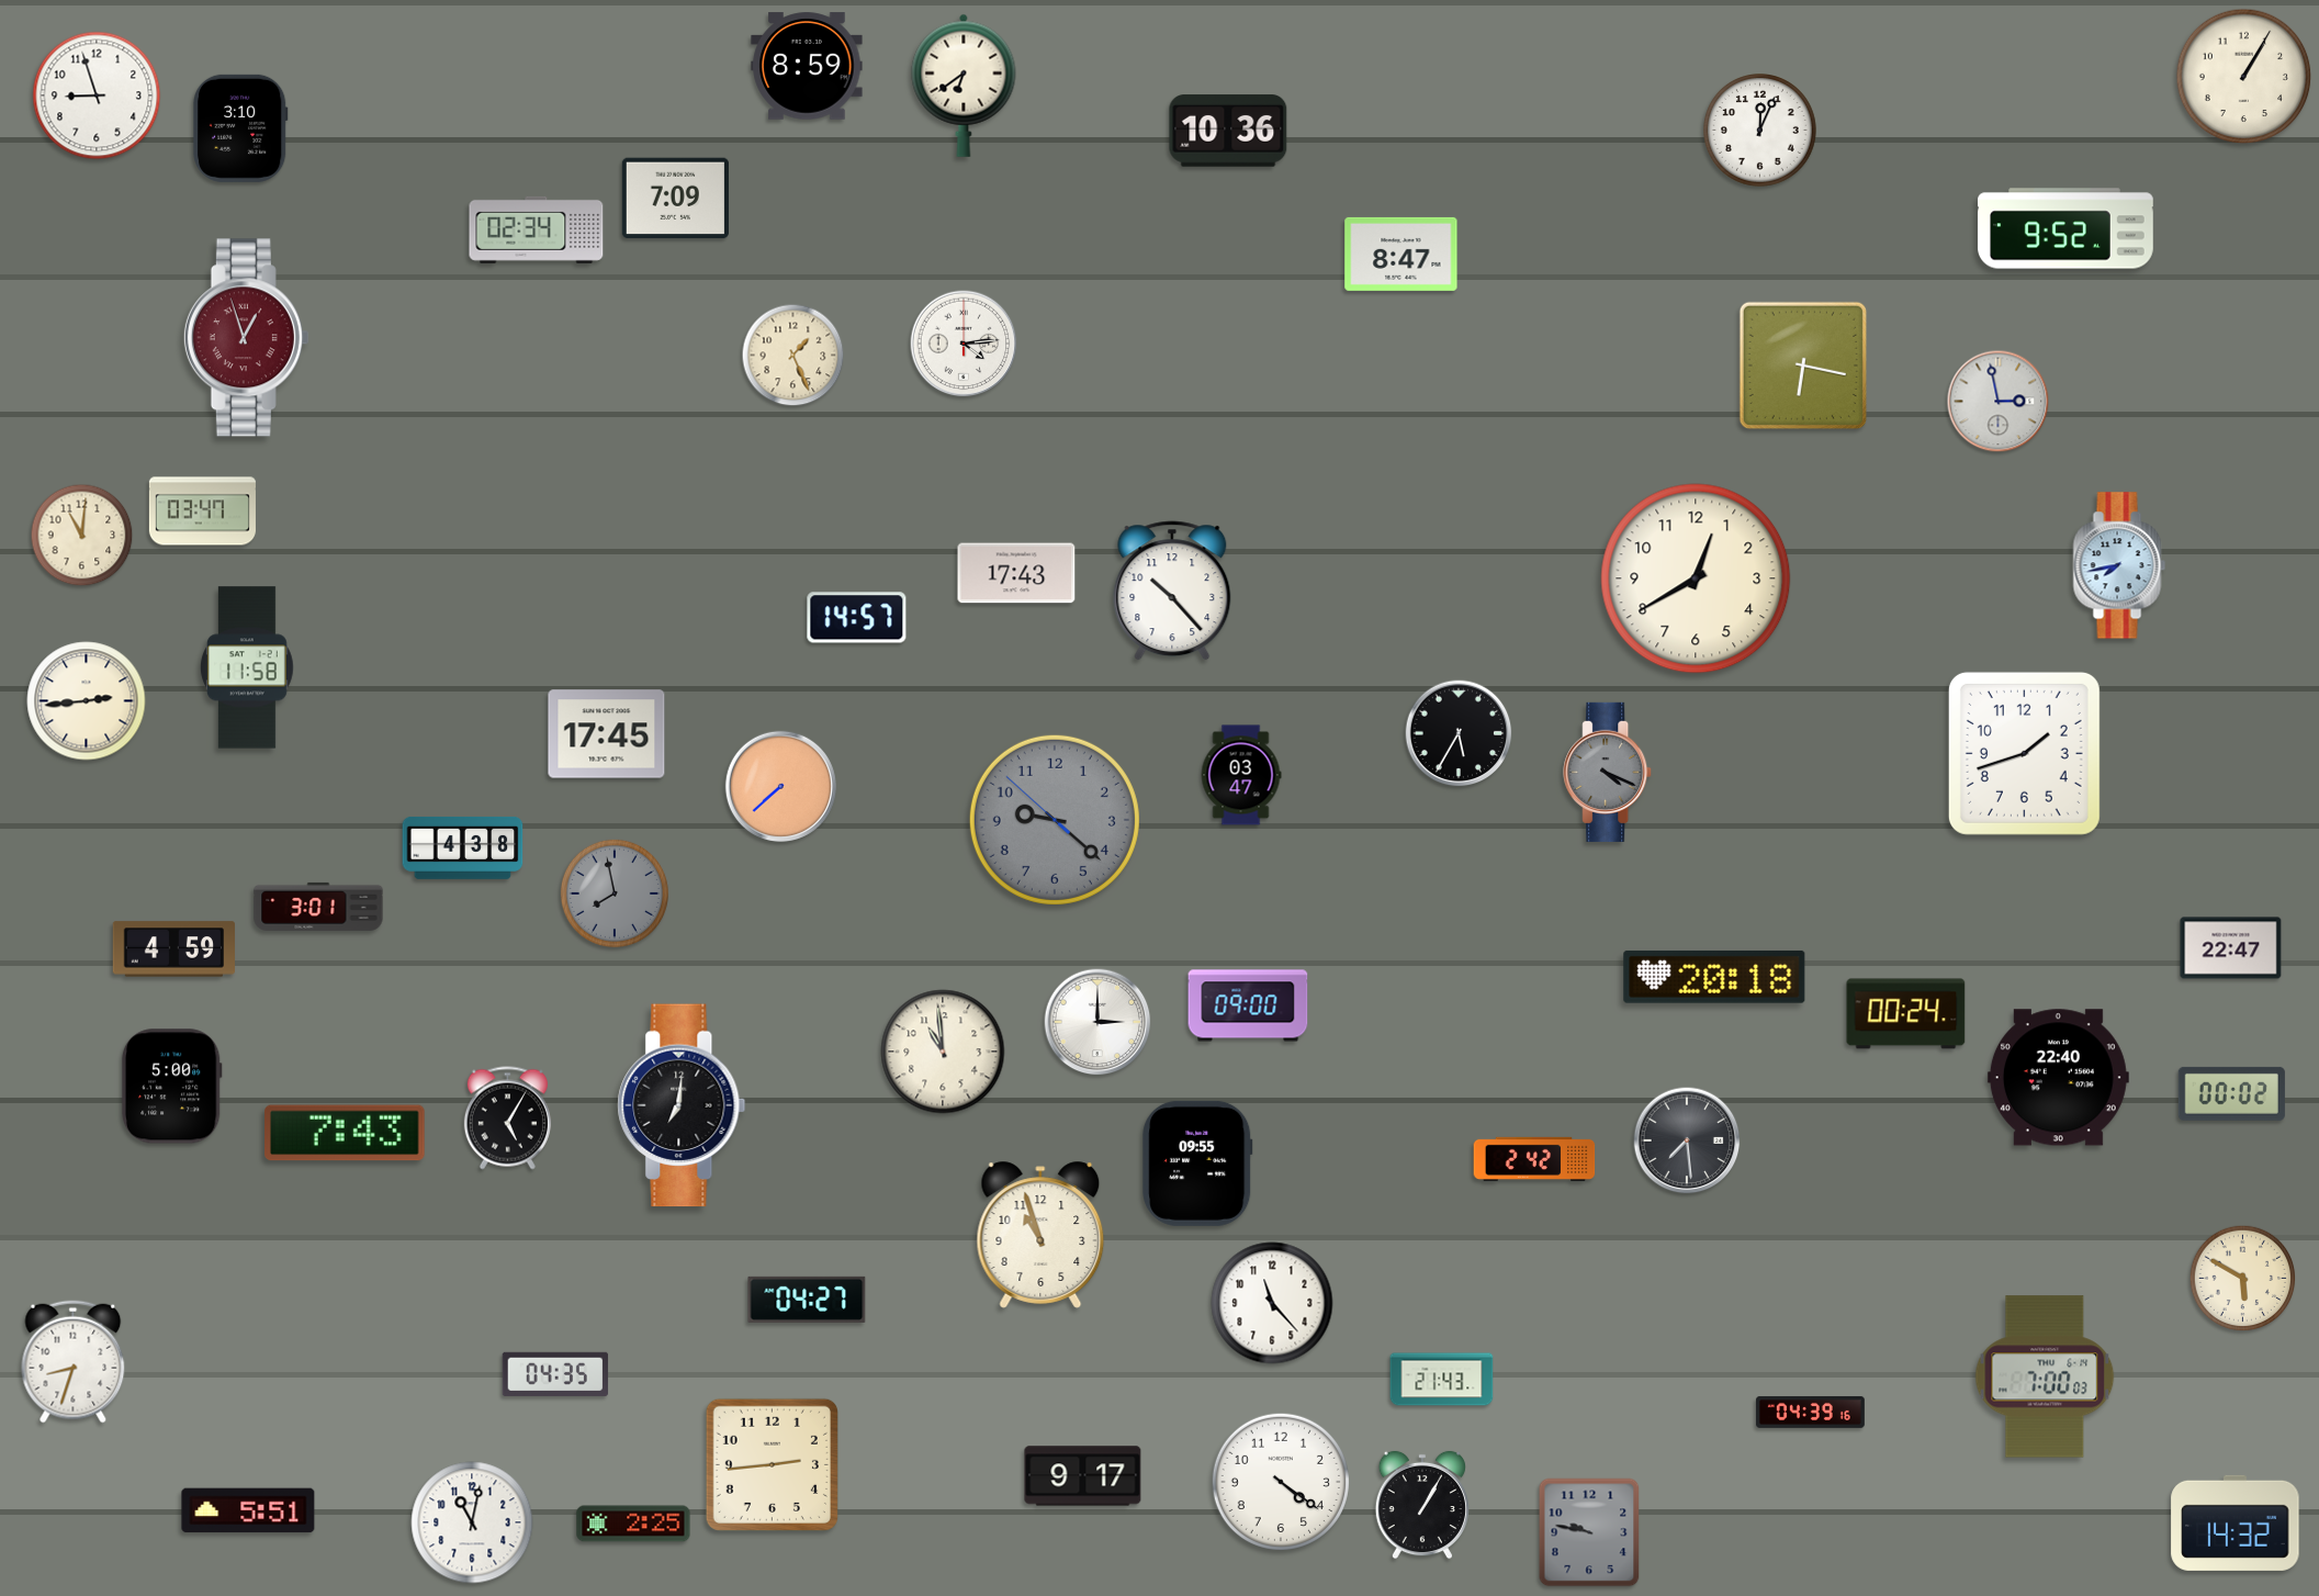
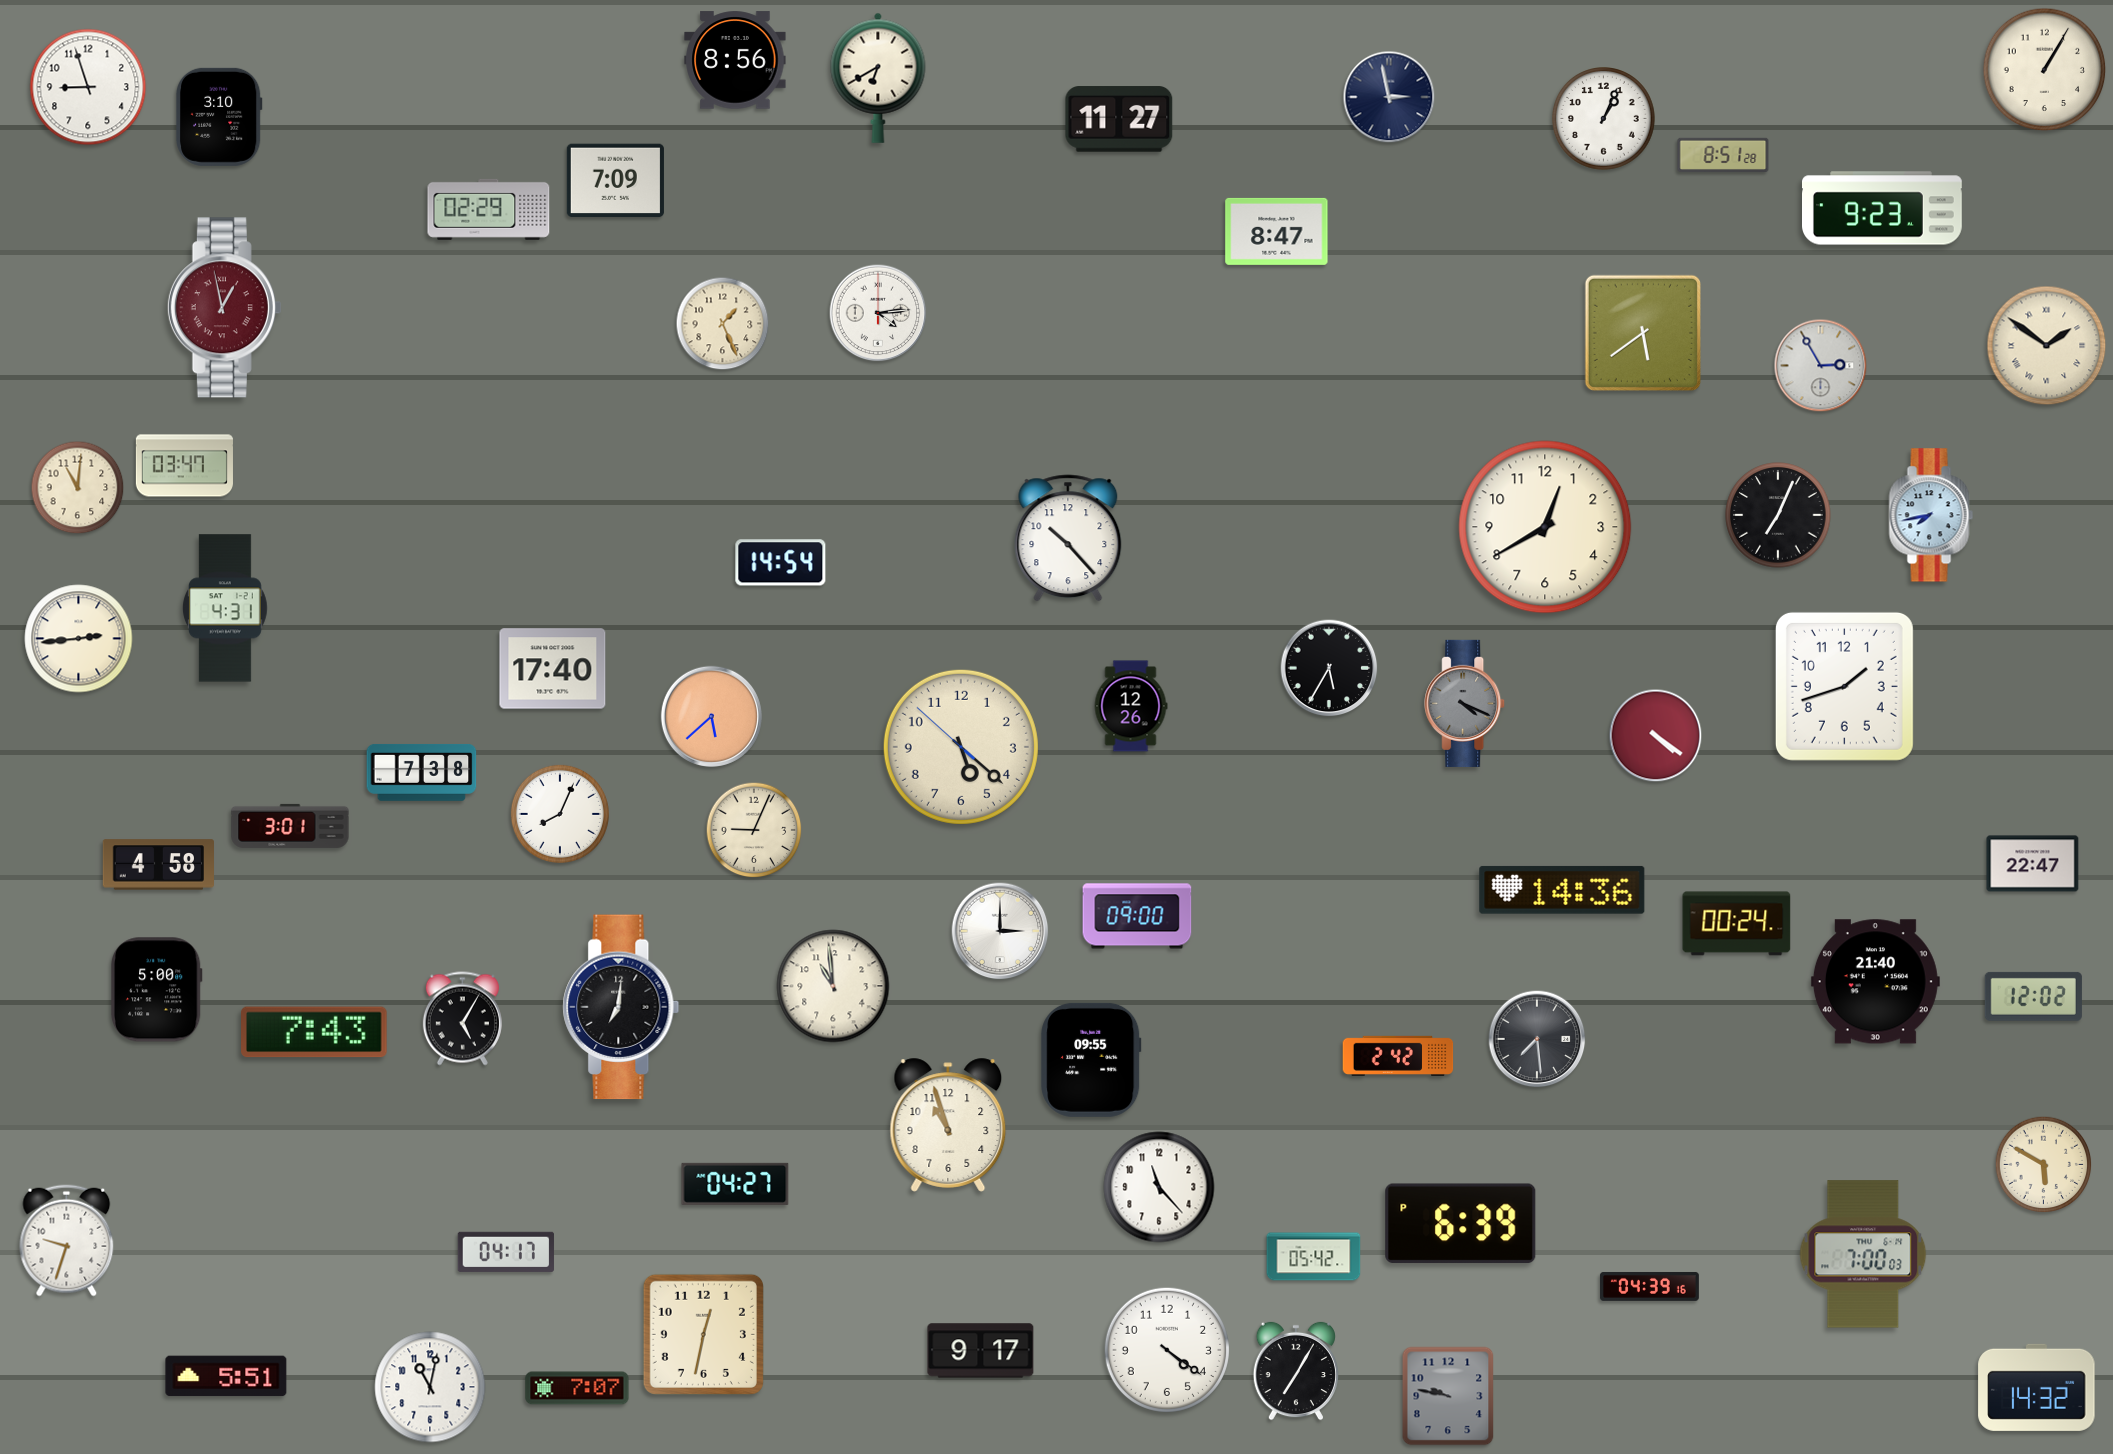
clock at (807, 66): 8:59 -> 8:56
clock at (964, 86): 6:39 -> 6:40
clock at (1389, 97): none -> 2:58
clock at (1228, 131): 10:36 -> 11:27
clock at (1760, 131): 12:04 -> 1:04
clock at (1723, 154): none -> 8:51
clock at (2067, 228): 9:52 -> 9:23
clock at (537, 229): 02:34 -> 02:29
clock at (246, 338): 12:57 -> 12:58
clock at (1803, 366): 6:17 -> 5:39
clock at (2047, 346): none -> 1:51
clock at (1999, 402): 2:58 -> 2:55
clock at (82, 536) position: (82, 536) -> (78, 488)
clock at (1778, 515): none -> 7:04
clock at (1016, 573): 17:43 -> none
clock at (857, 618): 14:57 -> 14:54
clock at (247, 667): 11:58 -> 4:31
clock at (607, 734): 17:45 -> 17:40
clock at (1241, 775): 03:47 -> 12:26
clock at (780, 786): 7:38 -> 5:38
clock at (1656, 736): none -> 4:21
clock at (1055, 820): 9:21 -> 5:21
clock at (1055, 820) dial: grey -> cream
clock at (463, 847): 4:38 -> 7:38
clock at (615, 893): 7:58 -> 8:04
clock at (615, 893) dial: grey -> white
clock at (754, 830): none -> 9:04
clock at (173, 949): 4:59 -> 4:58
clock at (1714, 977): 20:18 -> 14:36
clock at (943, 1052) position: (943, 1052) -> (833, 986)
clock at (2058, 1078): 22:40 -> 21:40
clock at (2231, 1093): 00:02 -> 12:02
clock at (1461, 1224): none -> 6:39
clock at (74, 1362): 8:33 -> 9:33
clock at (555, 1374): 04:35 -> 04:17
clock at (1442, 1380): 21:43 -> 05:42
clock at (772, 1464): 2:44 -> 12:32
clock at (1083, 1476) position: (1083, 1476) -> (981, 1351)
clock at (1422, 1505): 1:05 -> 7:05
clock at (633, 1524): 2:25 -> 7:07
